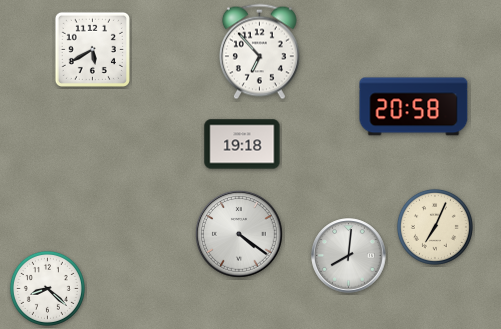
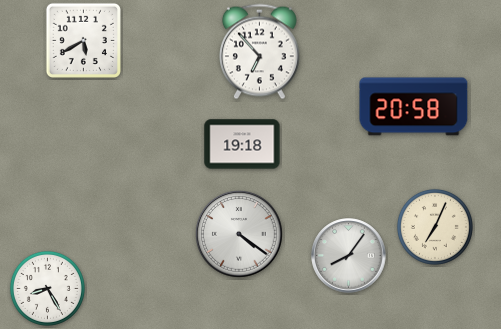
clock at (92, 49) position: (92, 49) -> (83, 40)
clock at (349, 256): 8:01 -> 8:06
clock at (47, 288): 8:22 -> 8:25
